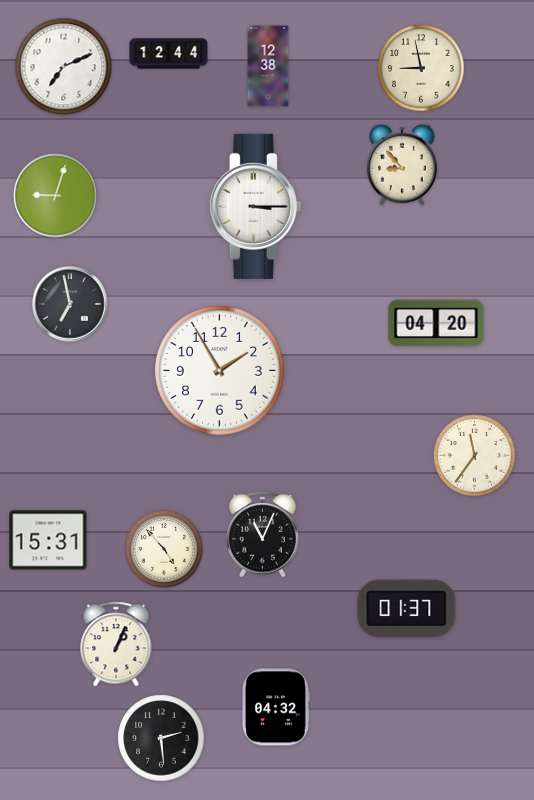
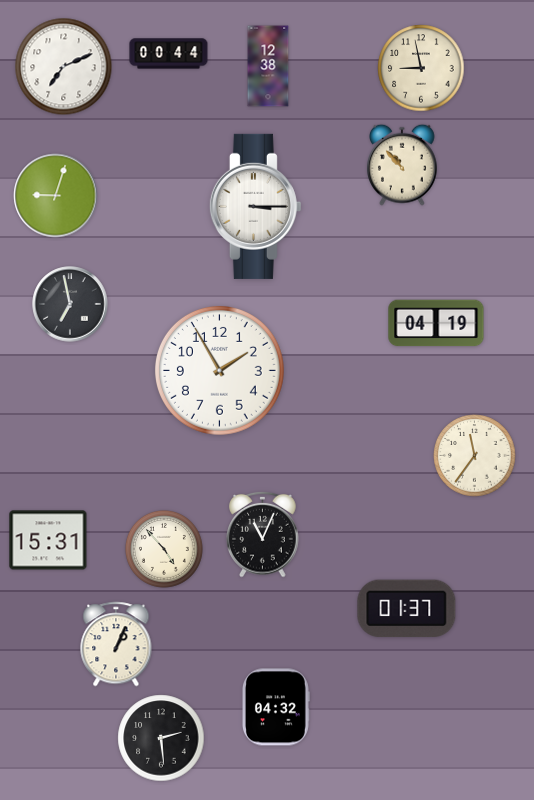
clock at (169, 54): 12:44 -> 00:44
clock at (403, 165): 8:53 -> 10:53
clock at (436, 323): 04:20 -> 04:19
